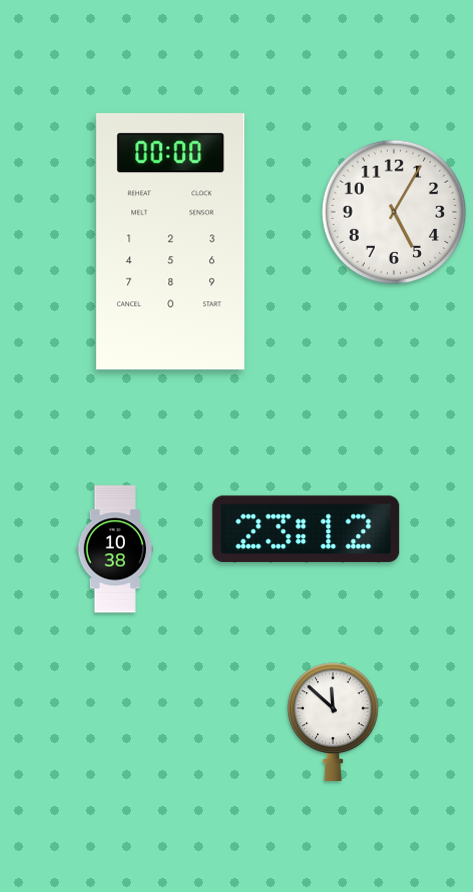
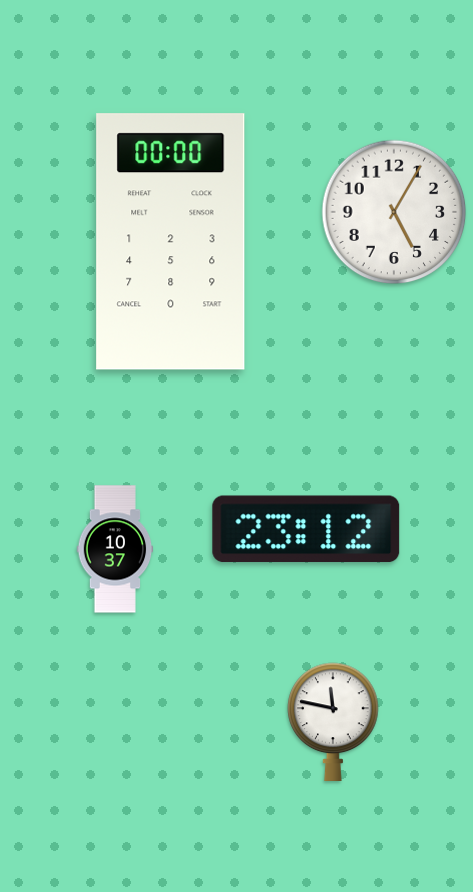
clock at (115, 549): 10:38 -> 10:37
clock at (333, 721): 11:52 -> 11:47
